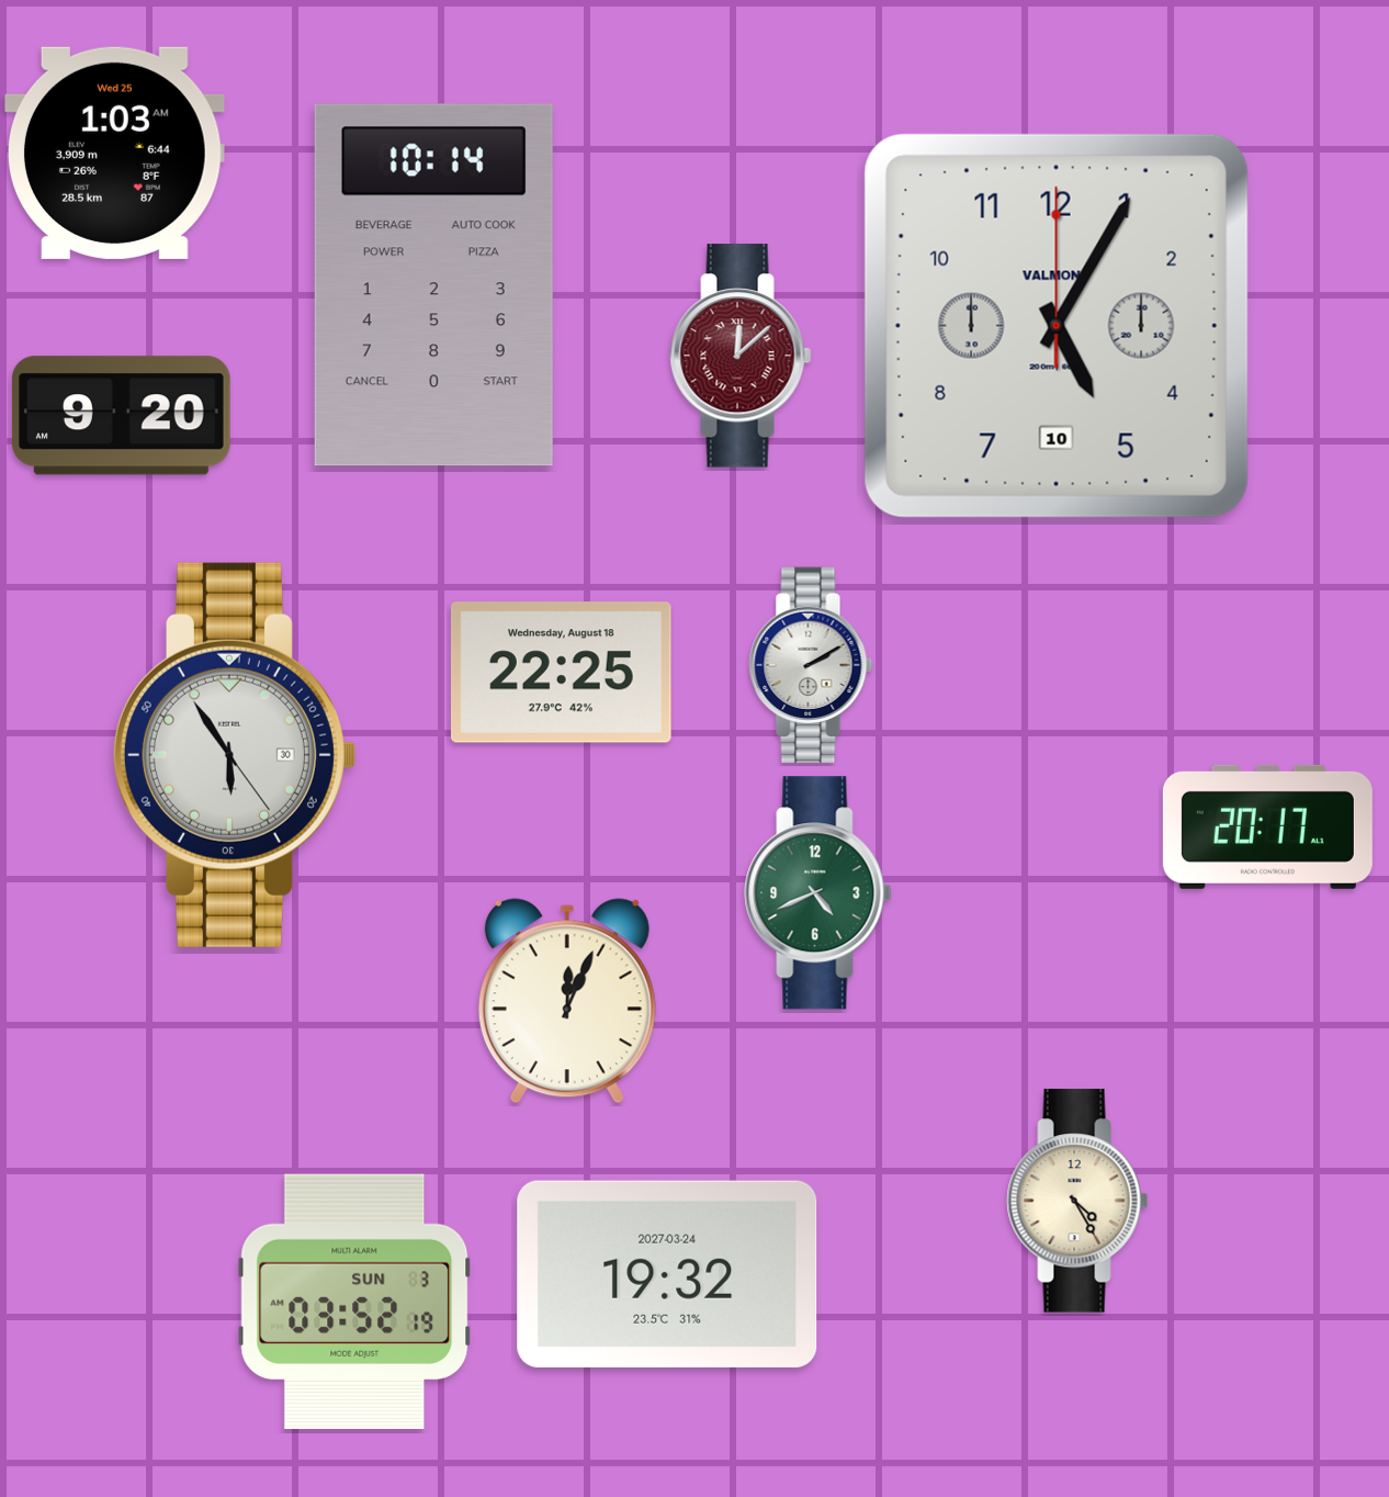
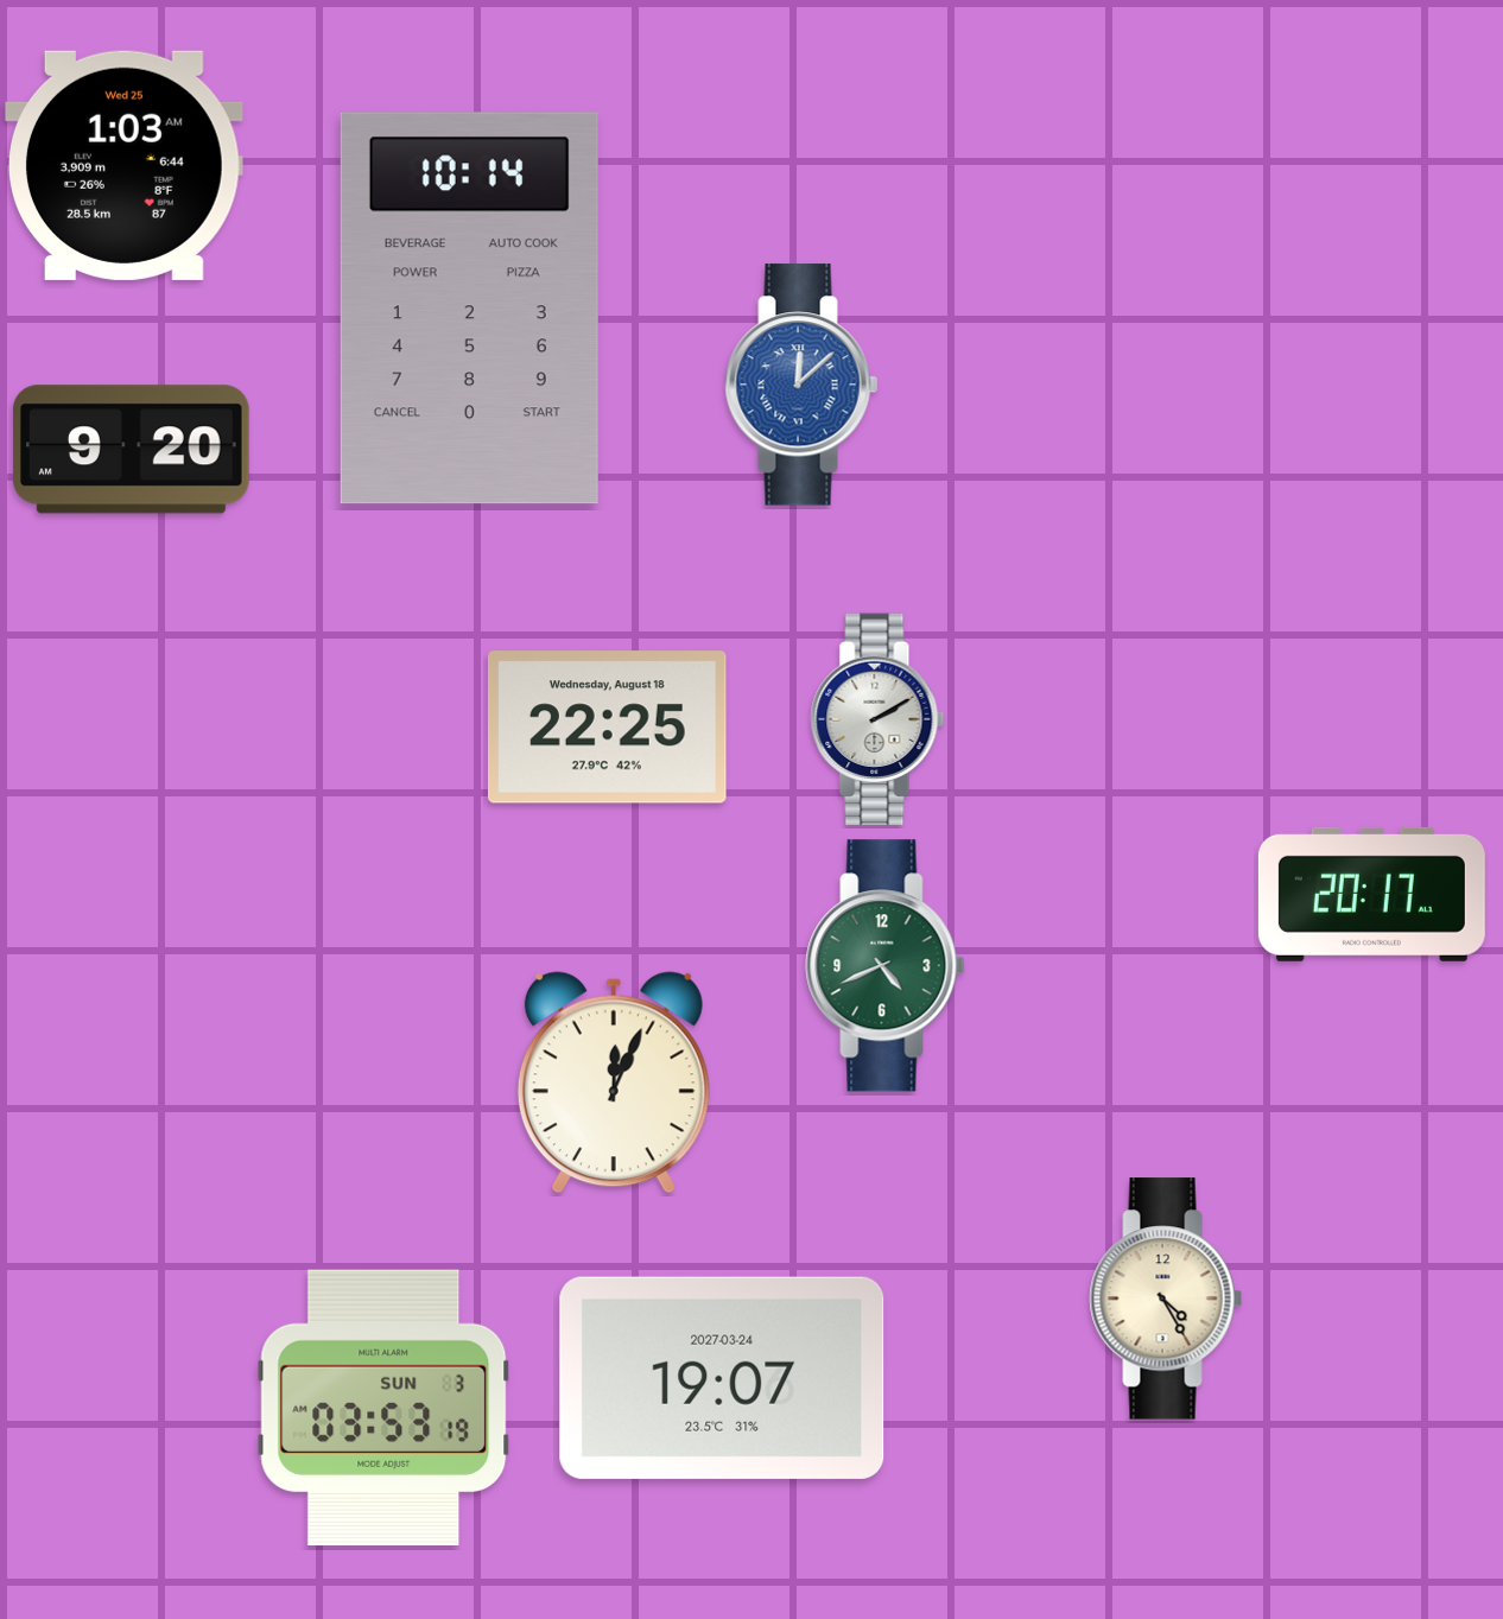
clock at (1057, 326): 5:05 -> none
clock at (741, 356) dial: burgundy -> blue
clock at (234, 755): 5:54 -> none
clock at (667, 1274): 19:32 -> 19:07
clock at (354, 1302): 03:52 -> 03:53
